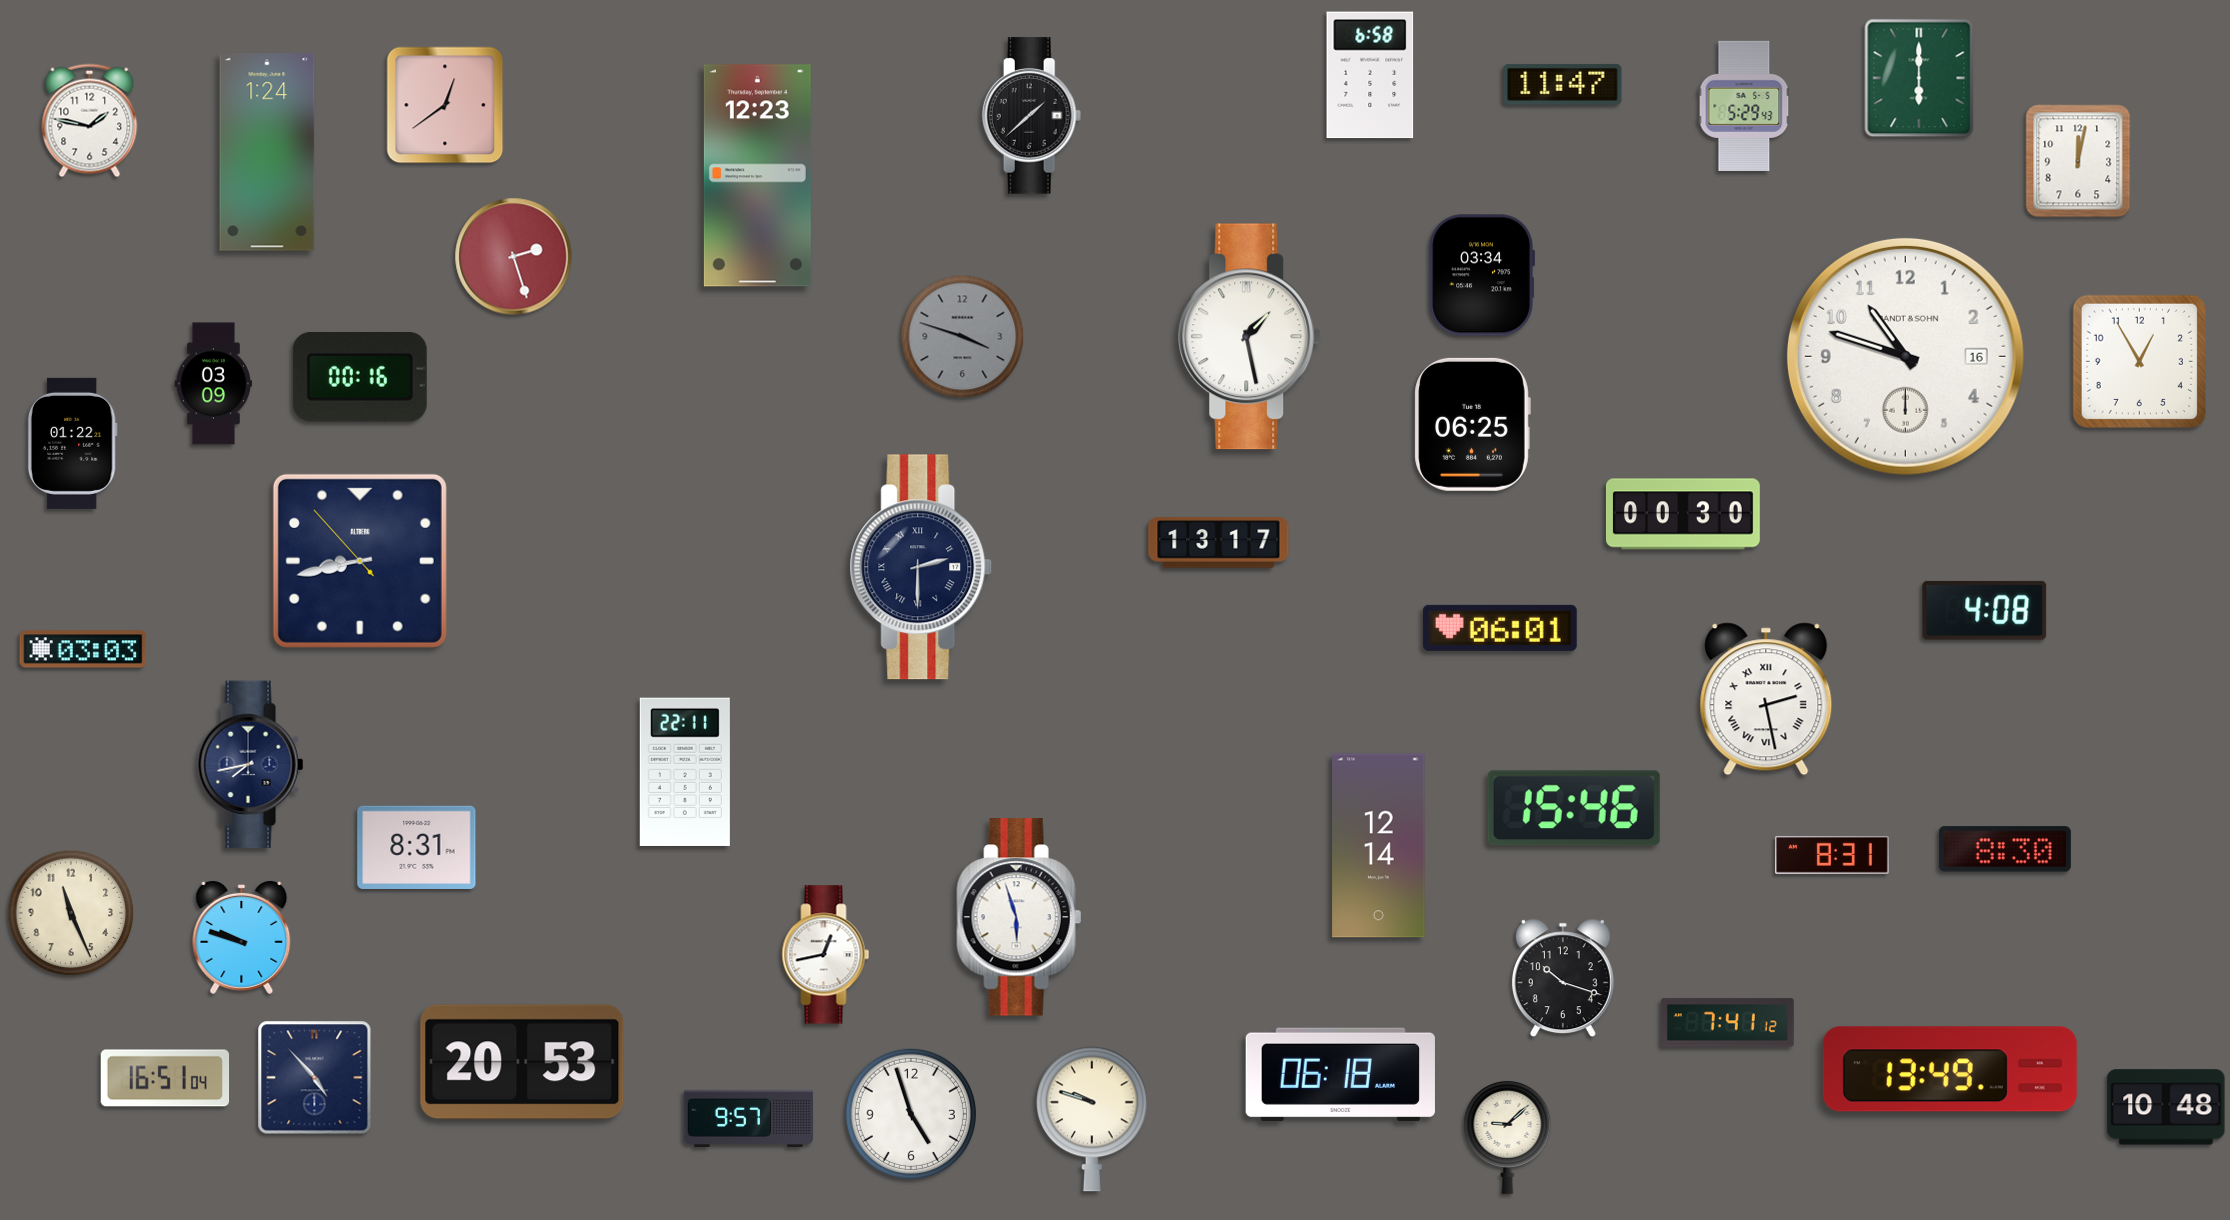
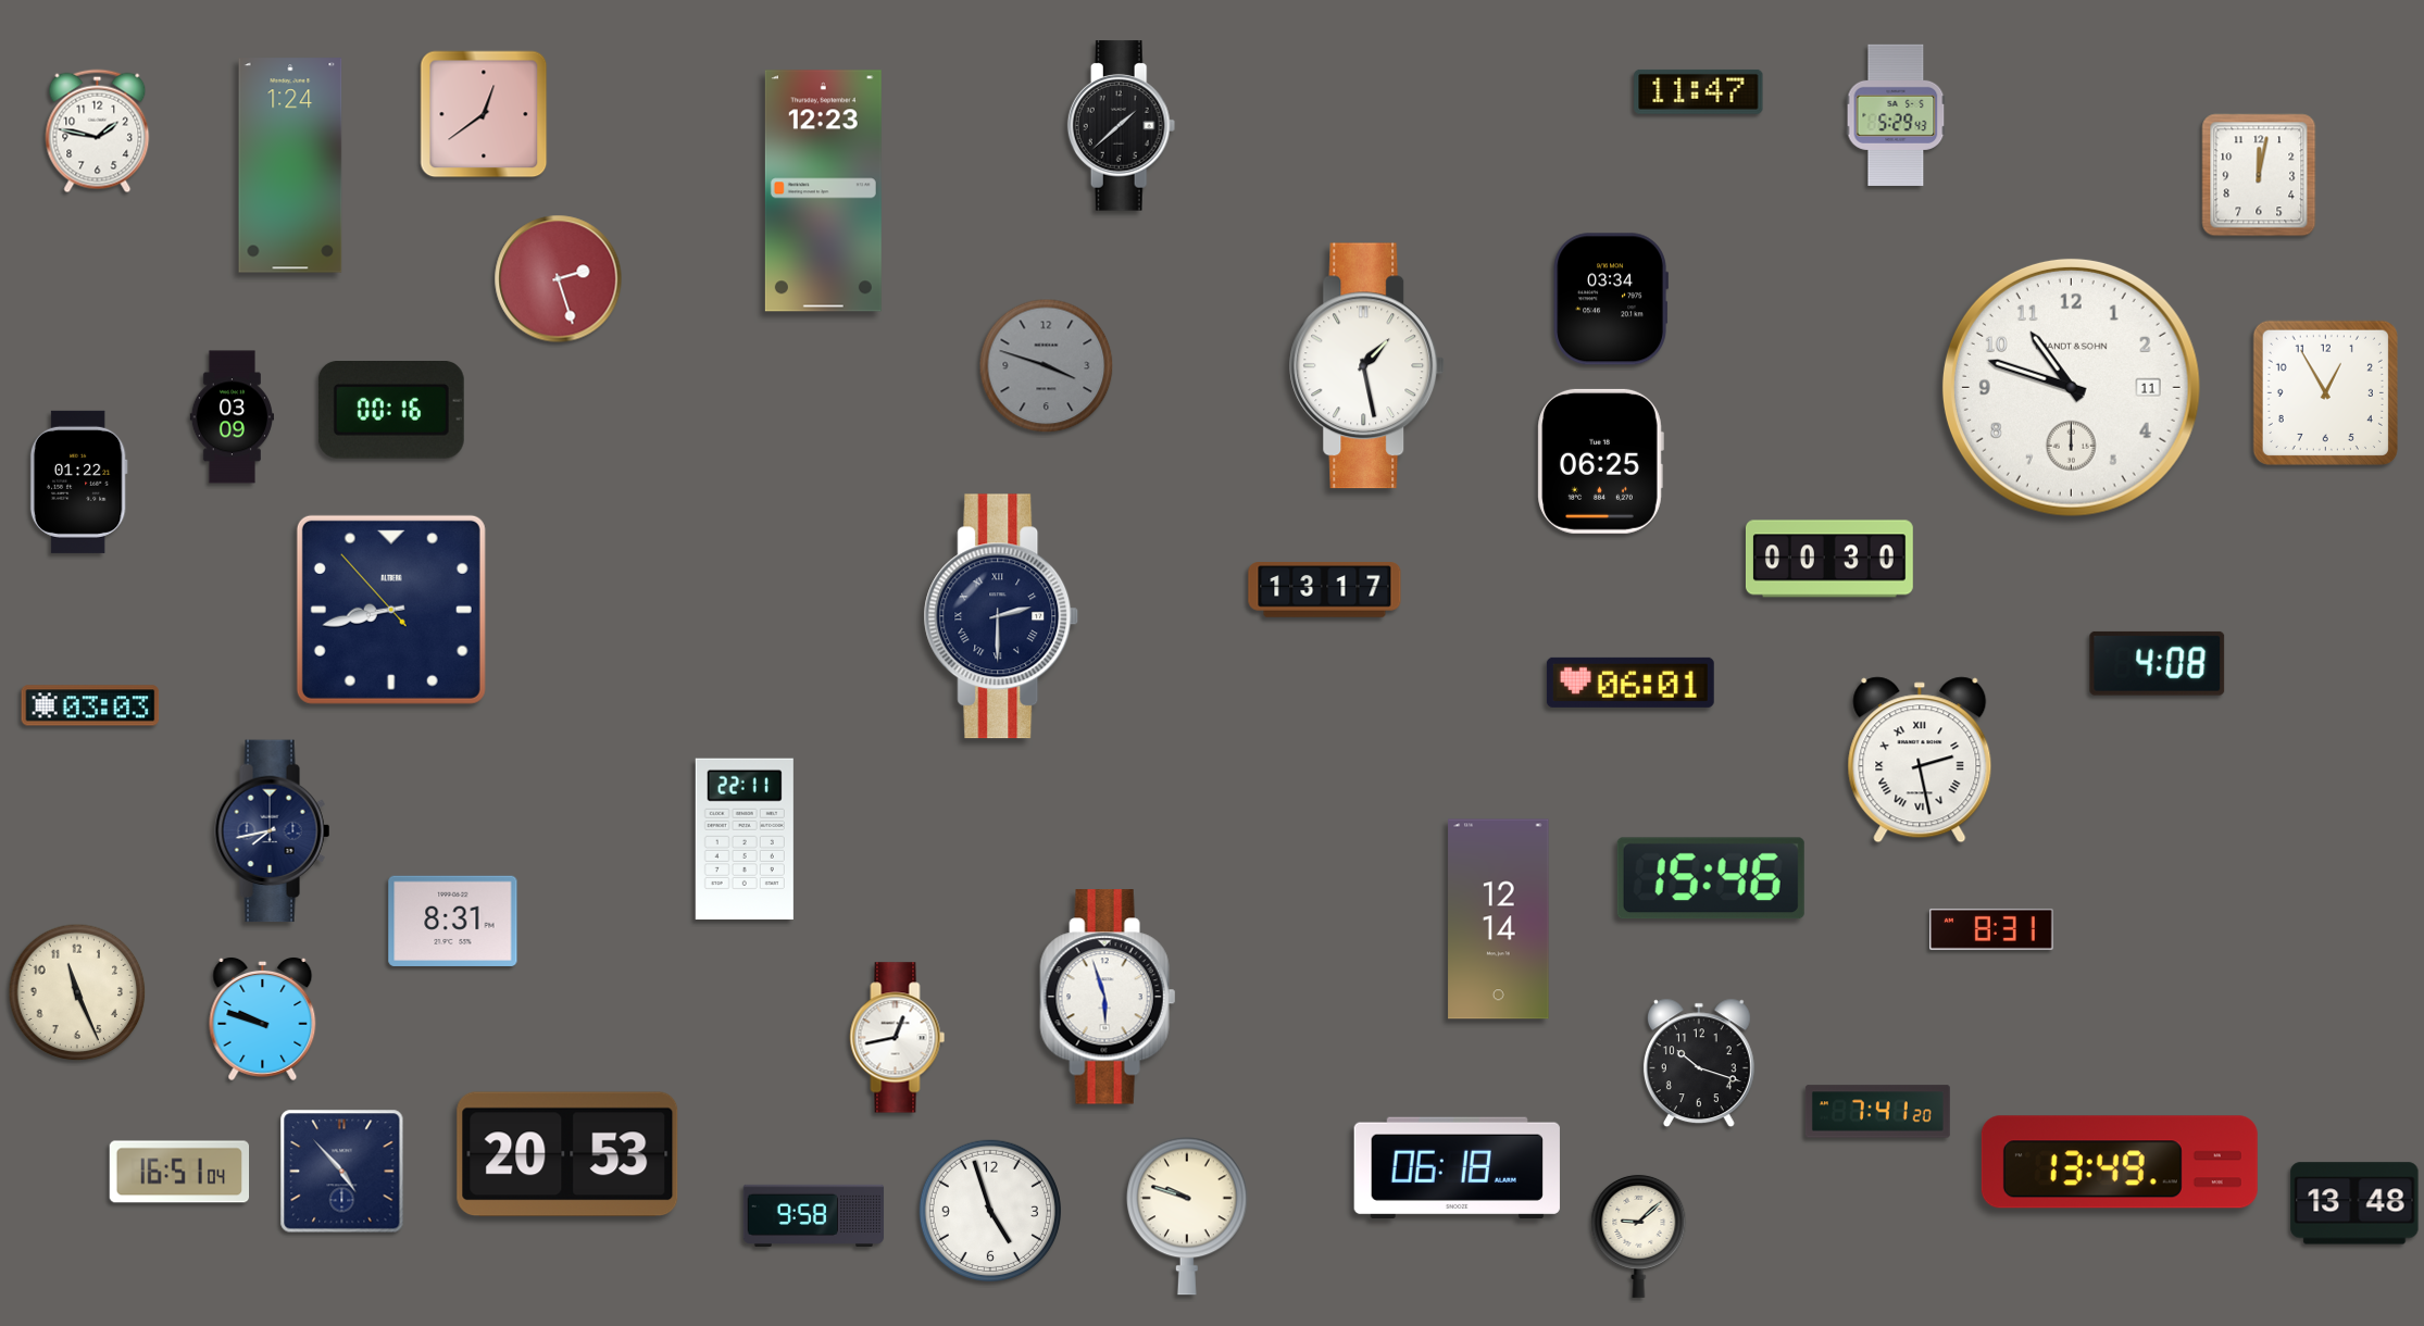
clock at (1370, 75): 6:58 -> none
clock at (1919, 78): 6:00 -> none
clock at (1250, 337) position: (1250, 337) -> (1367, 366)
clock at (1905, 356) date: 16 -> 11
clock at (2005, 849): 8:30 -> none
clock at (1727, 1023): 7:41:12 -> 7:41:20
clock at (2166, 1107): 10:48 -> 13:48
clock at (749, 1118): 9:57 -> 9:58
